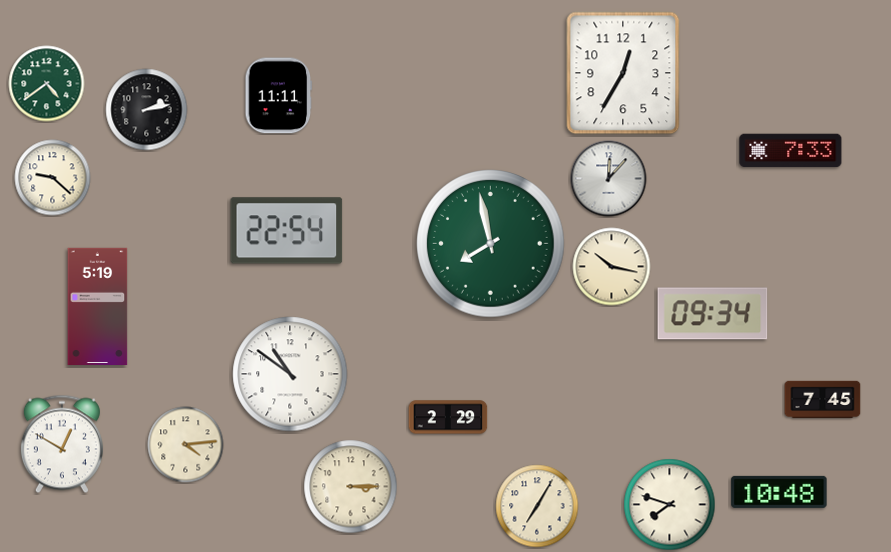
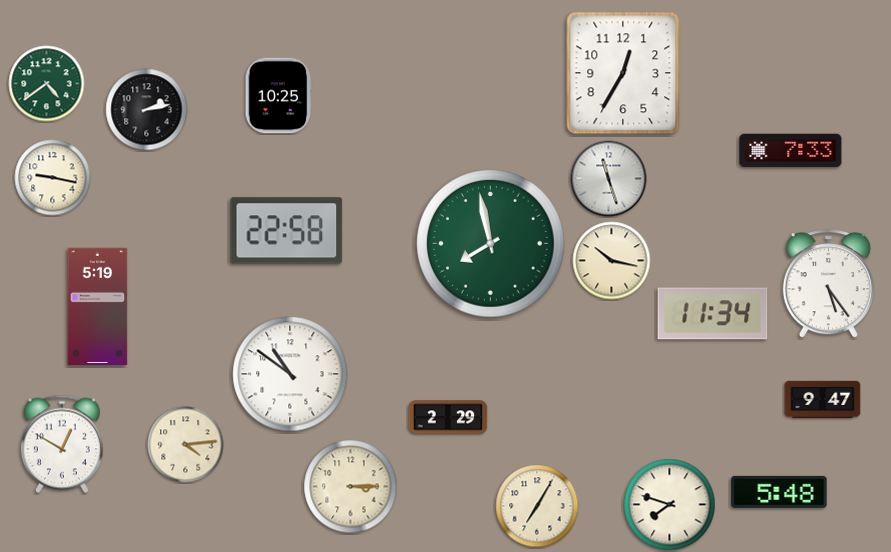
clock at (279, 96): 11:11 -> 10:25
clock at (53, 178): 9:22 -> 9:17
clock at (609, 179): 12:07 -> 11:27
clock at (287, 231): 22:54 -> 22:58
clock at (612, 267) position: (612, 267) -> (612, 261)
clock at (828, 284): none -> 5:24
clock at (713, 314): 09:34 -> 11:34
clock at (823, 400): 7:45 -> 9:47
clock at (779, 492): 10:48 -> 5:48
